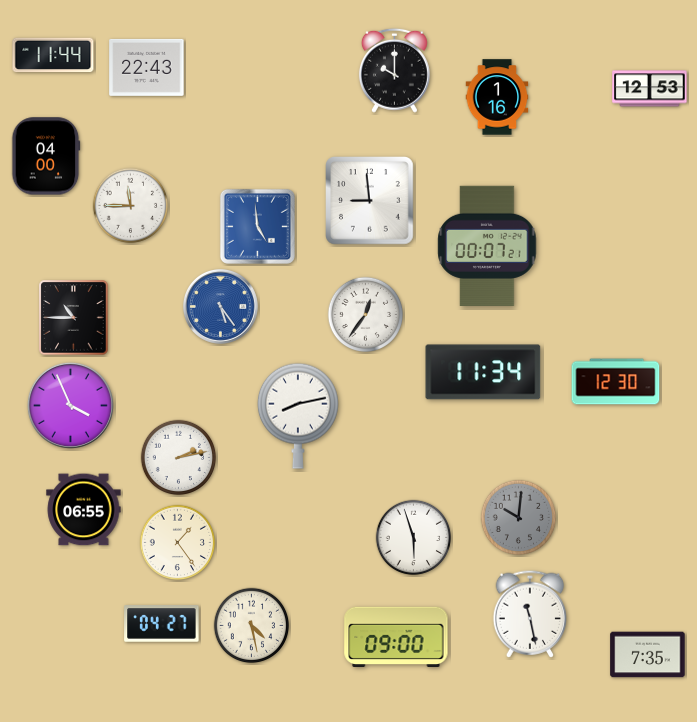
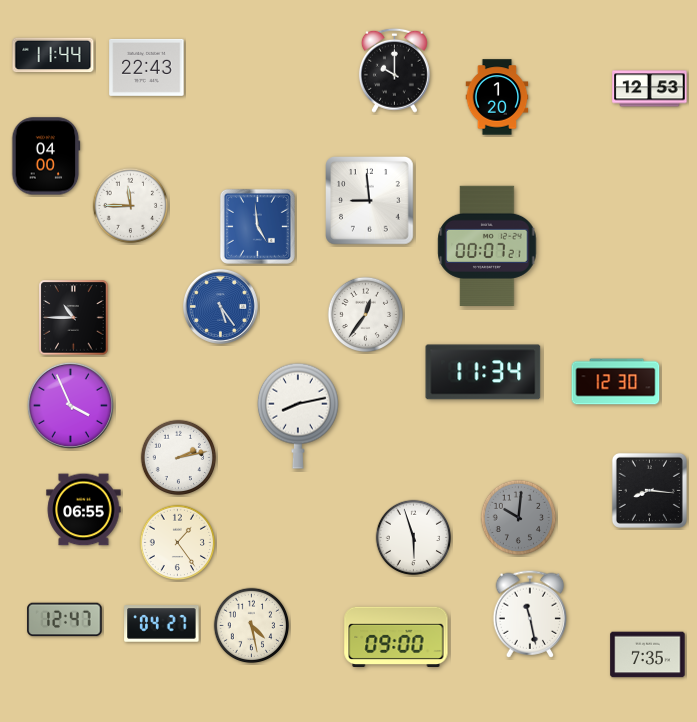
clock at (497, 97): 1:16 -> 1:20
clock at (649, 490): none -> 8:16
clock at (65, 620): none -> 12:47
